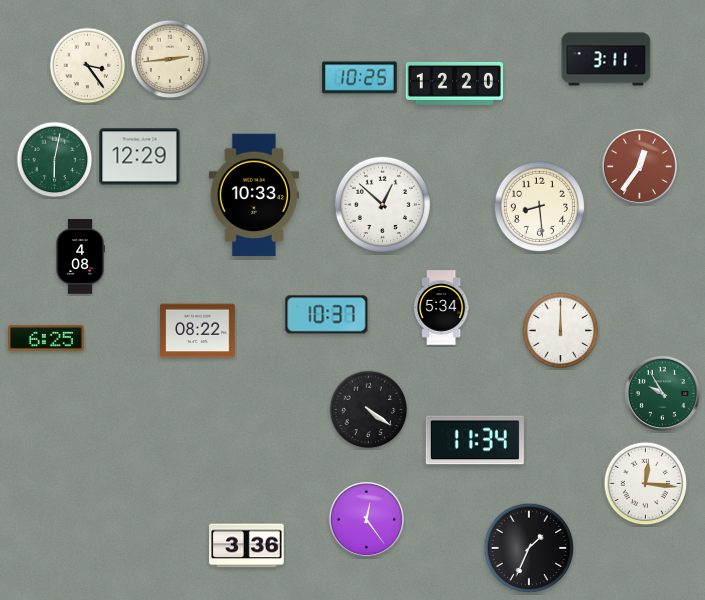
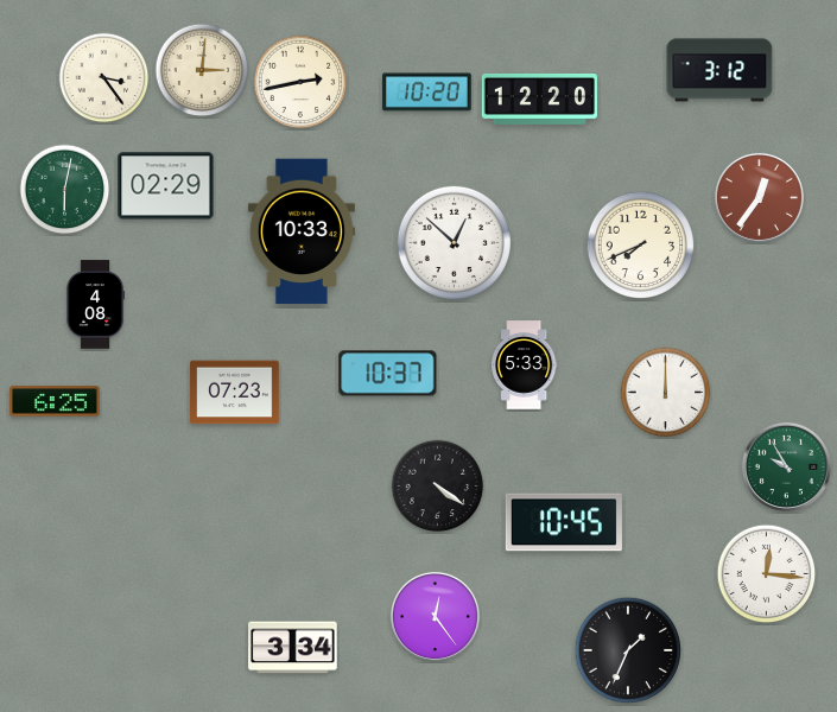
clock at (170, 59): 2:44 -> 3:01
clock at (606, 59): 3:11 -> 3:12
clock at (300, 82): none -> 2:43
clock at (360, 78): 10:25 -> 10:20
clock at (140, 157): 12:29 -> 02:29
clock at (540, 207): 8:29 -> 7:41
clock at (441, 308): 5:34 -> 5:33
clock at (198, 331): 08:22 -> 07:23
clock at (475, 440): 11:34 -> 10:45
clock at (247, 546): 3:36 -> 3:34
